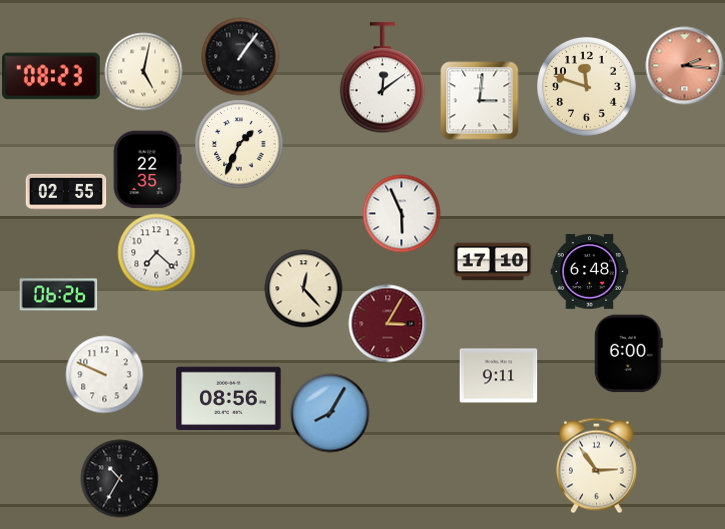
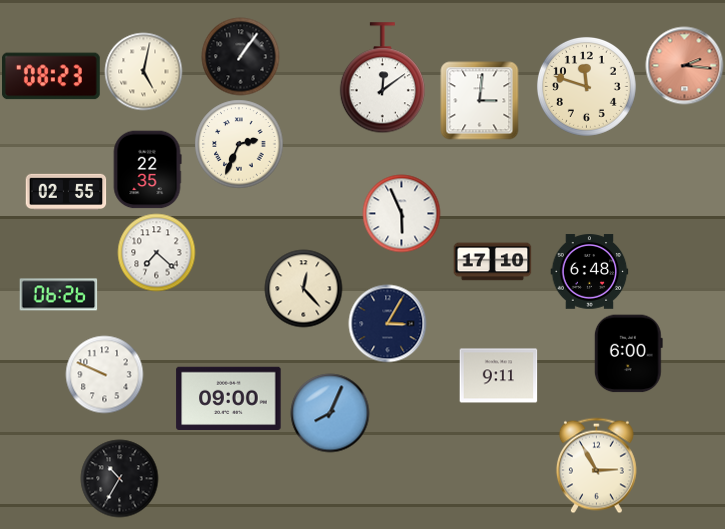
clock at (239, 144): 1:34 -> 2:34
clock at (387, 323) dial: burgundy -> navy
clock at (229, 398): 08:56 -> 09:00
clock at (330, 413): 8:05 -> 8:04
clock at (596, 465): 2:54 -> 2:55
